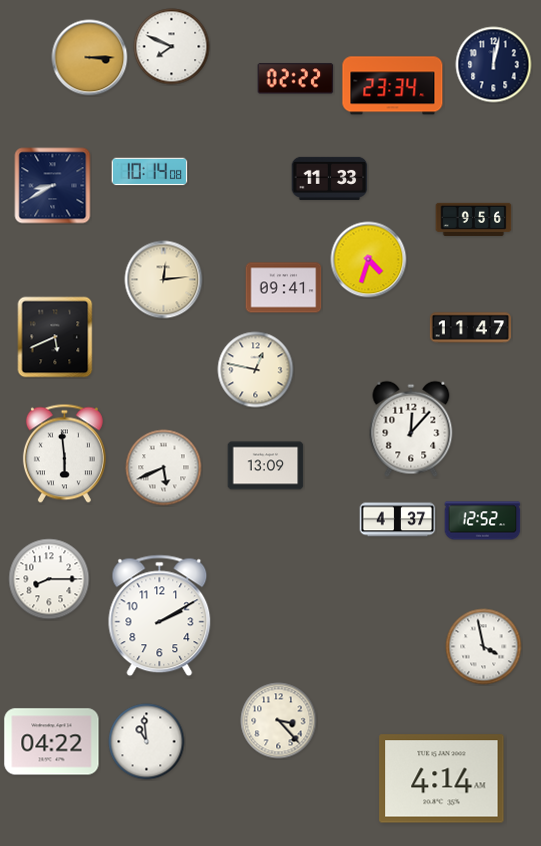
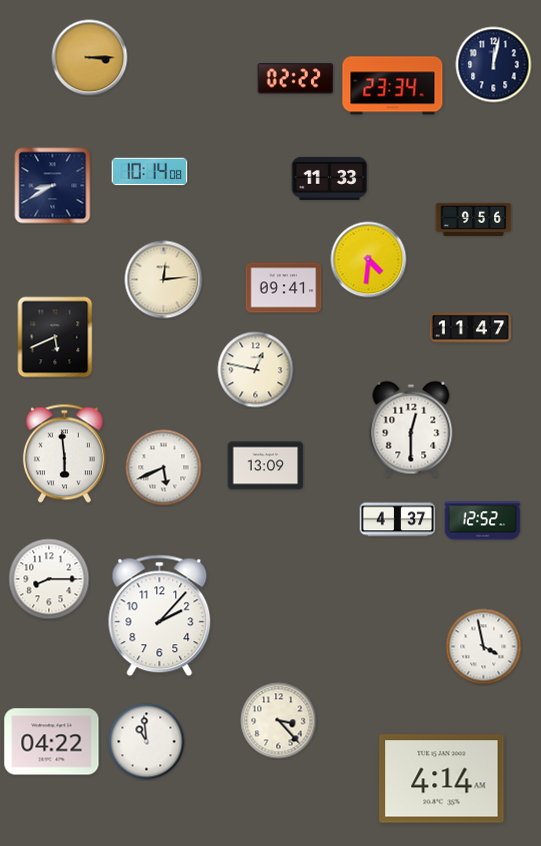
clock at (172, 47): 7:49 -> none
clock at (369, 260): 4:33 -> 4:31
clock at (411, 429): 12:07 -> 12:30
clock at (160, 616): 2:10 -> 2:07
